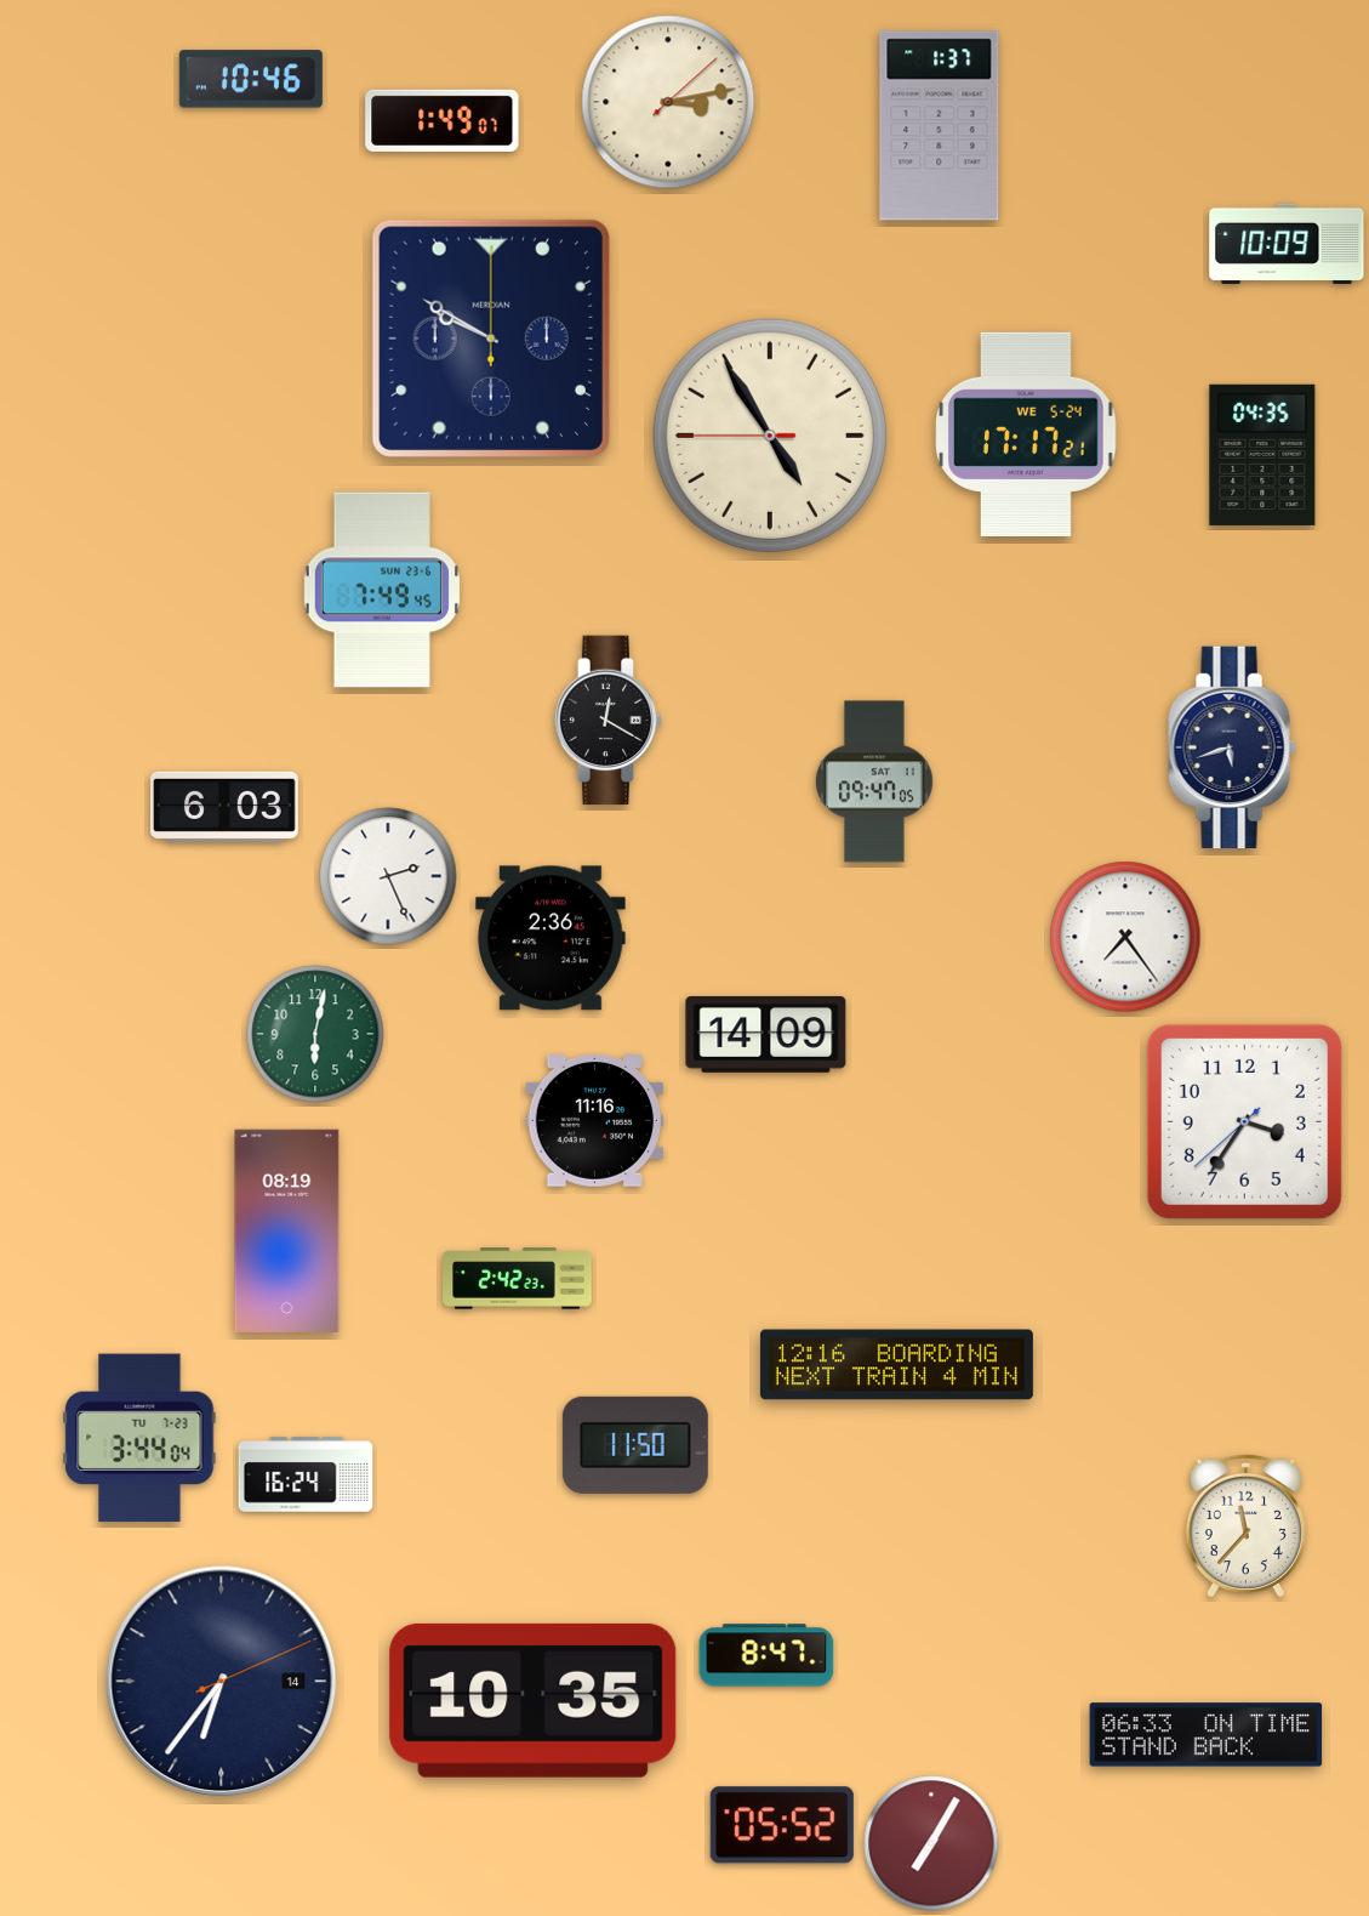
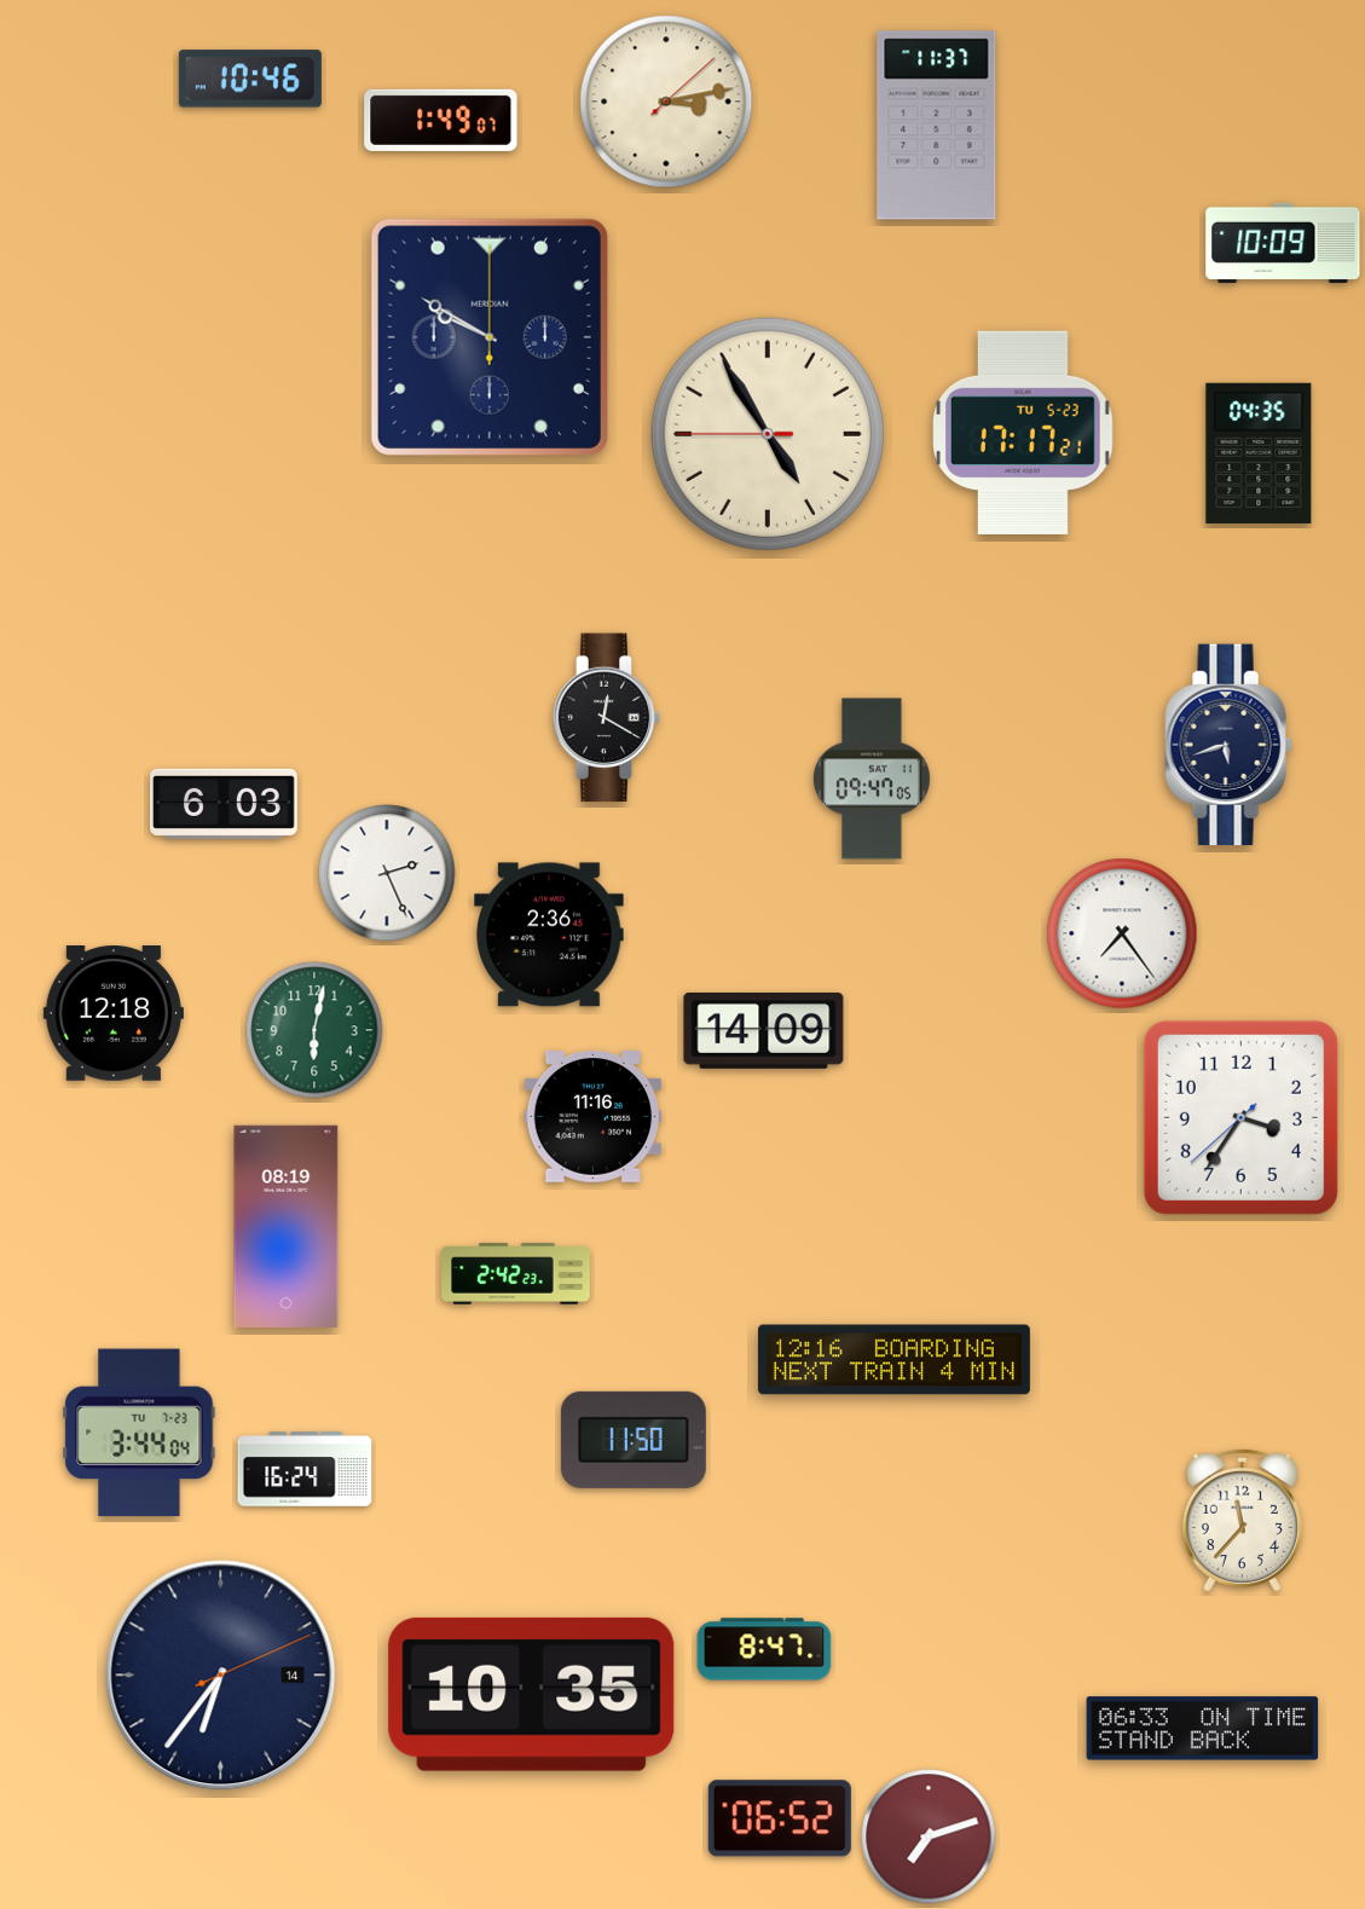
clock at (940, 126): 1:37 -> 11:37
clock at (1026, 434) date: WE 5-24 -> TU 5-23
clock at (382, 590): 7:49 -> none
clock at (114, 1014): none -> 12:18
clock at (782, 1825): 05:52 -> 06:52
clock at (931, 1843): 7:05 -> 7:12
